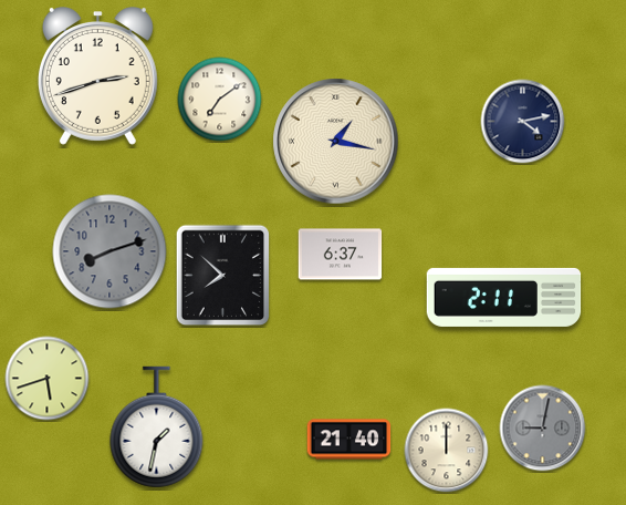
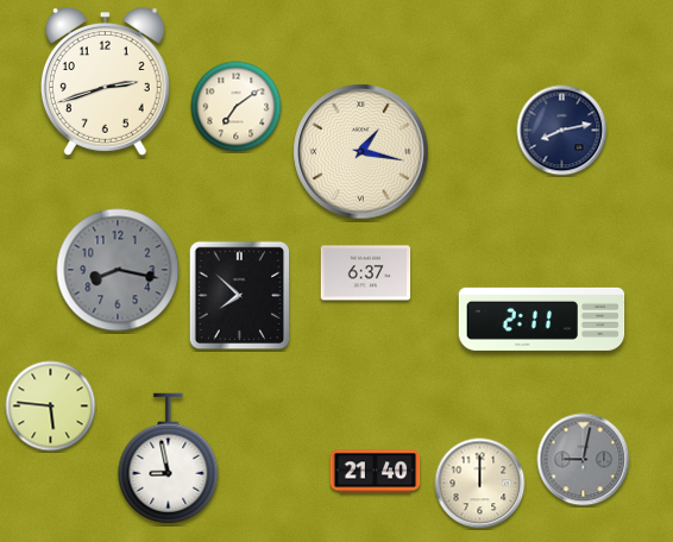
clock at (523, 122): 4:13 -> 8:13
clock at (109, 251): 8:12 -> 8:17
clock at (48, 379): 5:42 -> 5:46
clock at (157, 427): 1:32 -> 8:58
